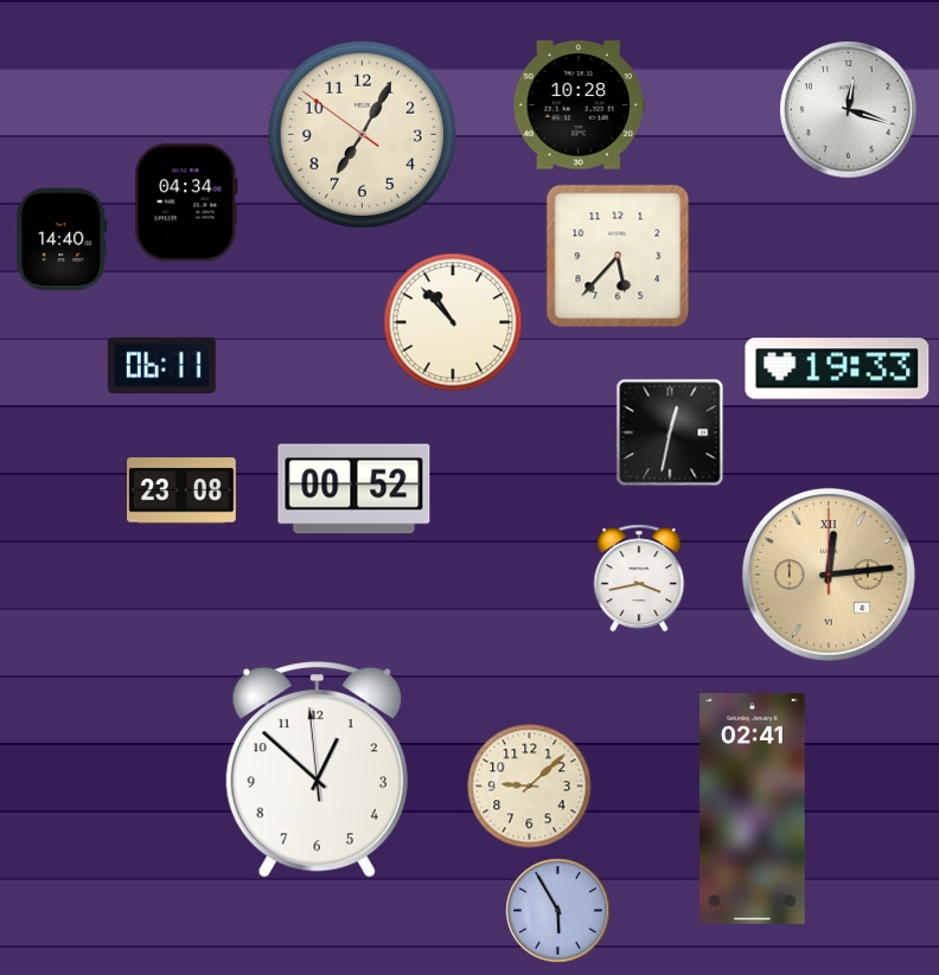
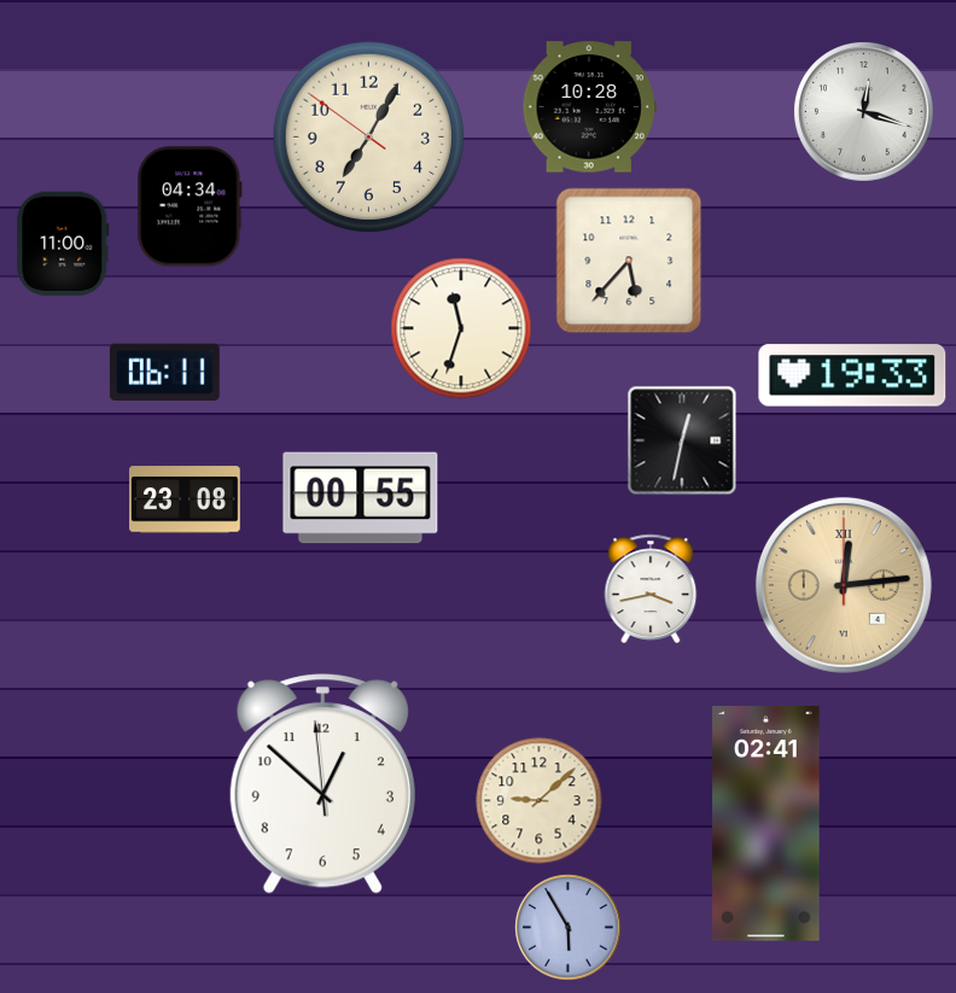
clock at (62, 238): 14:40 -> 11:00
clock at (453, 322): 10:53 -> 11:33
clock at (354, 489): 00:52 -> 00:55
